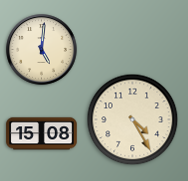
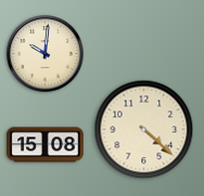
clock at (42, 50): 5:01 -> 10:01
clock at (133, 120): 4:25 -> 4:22
